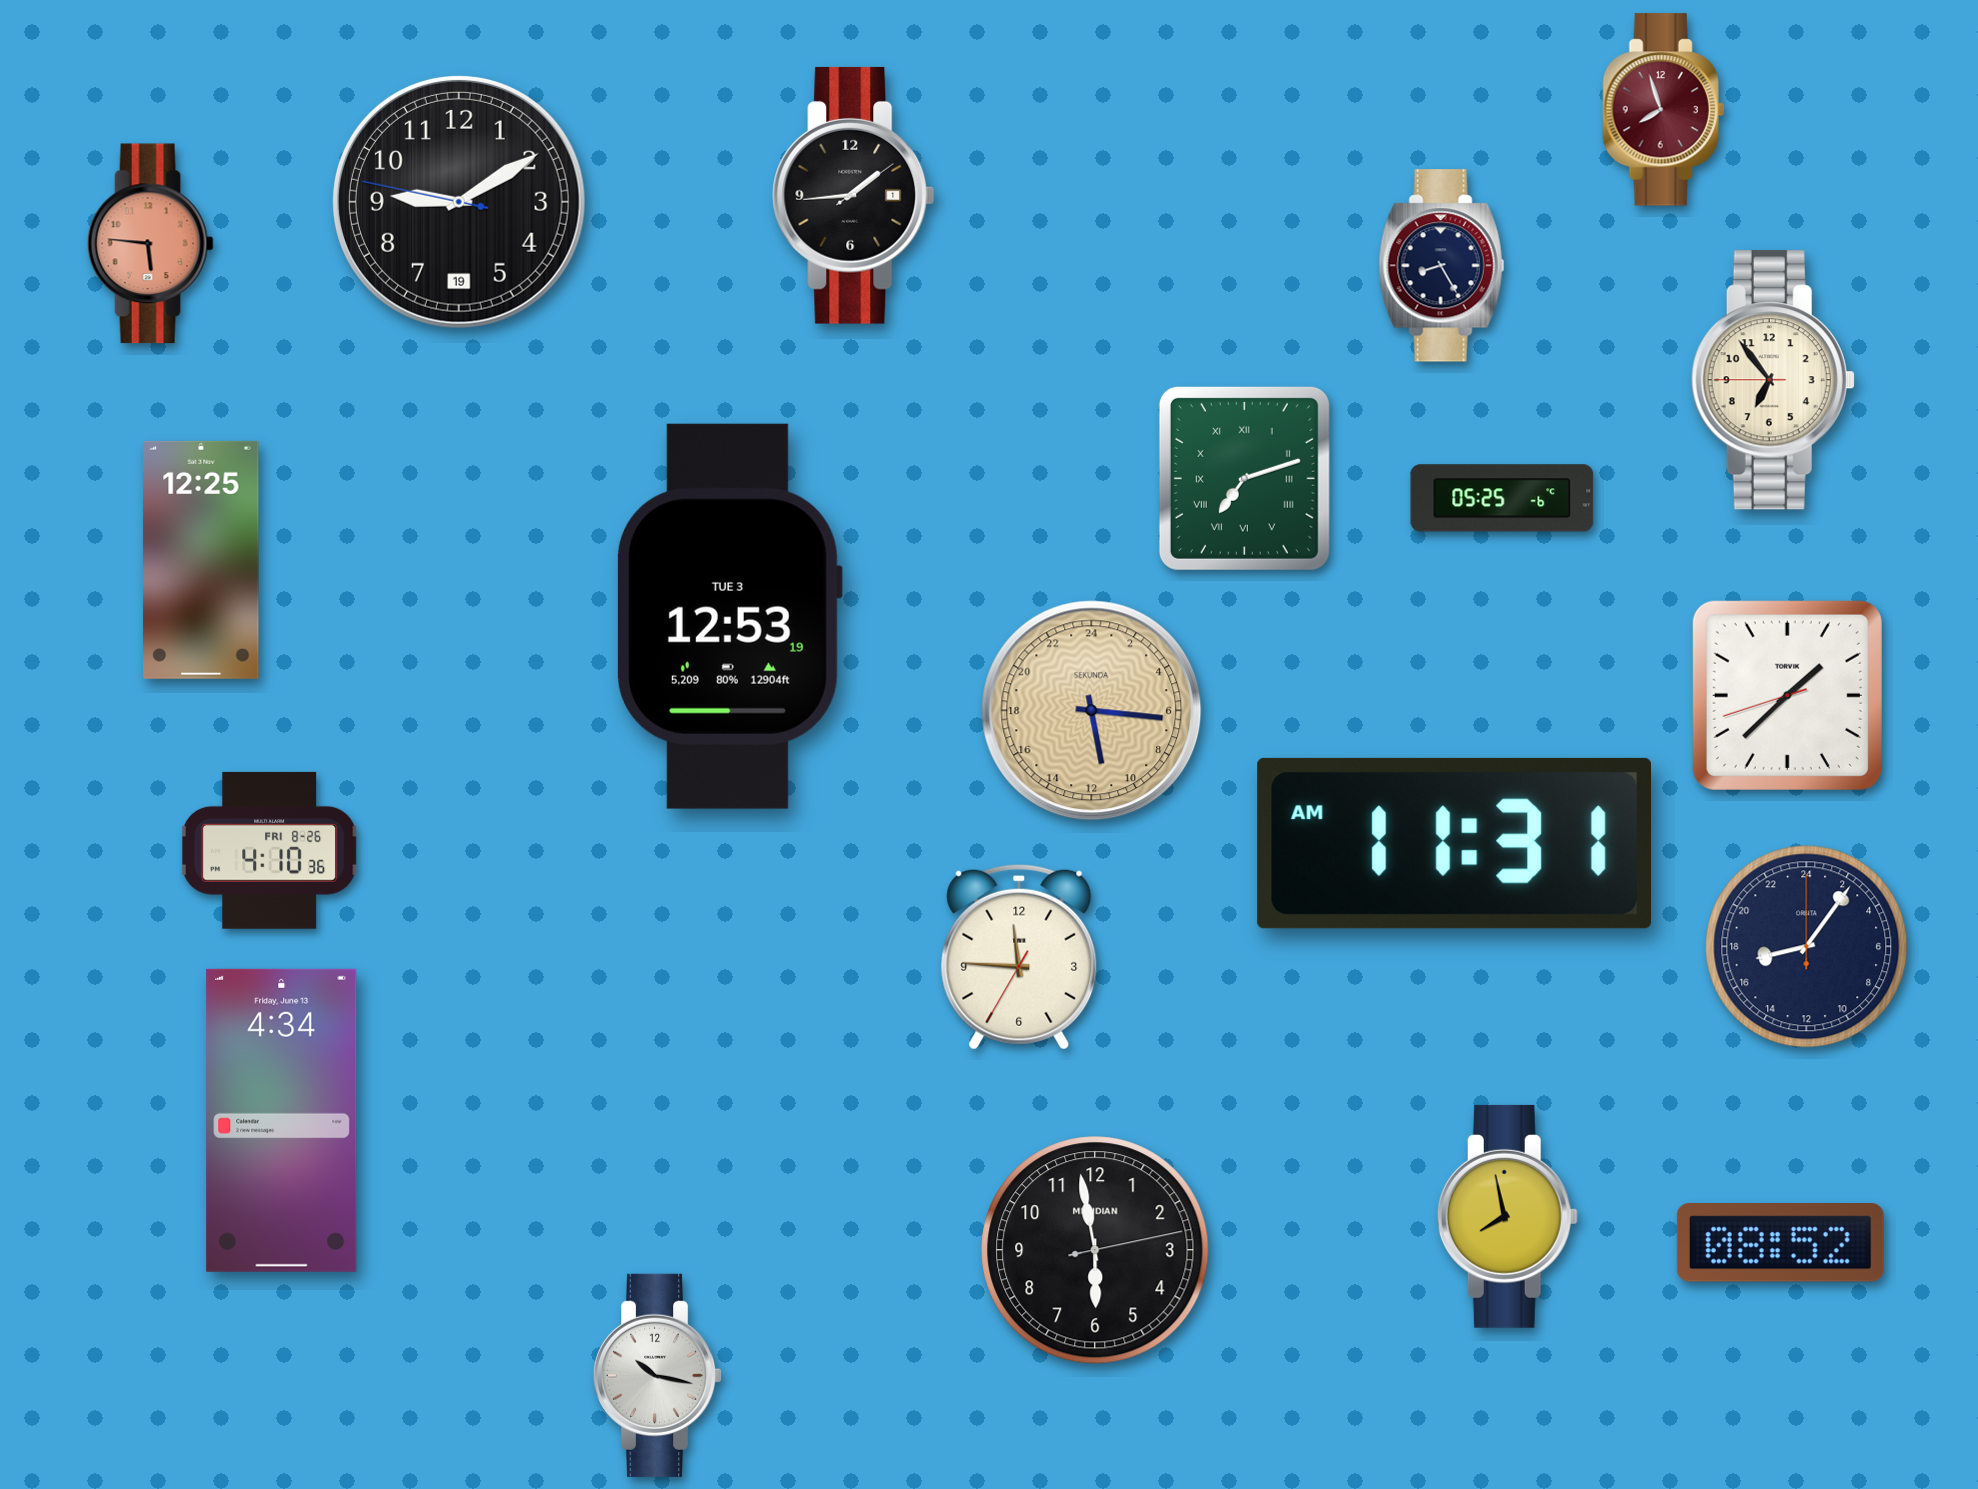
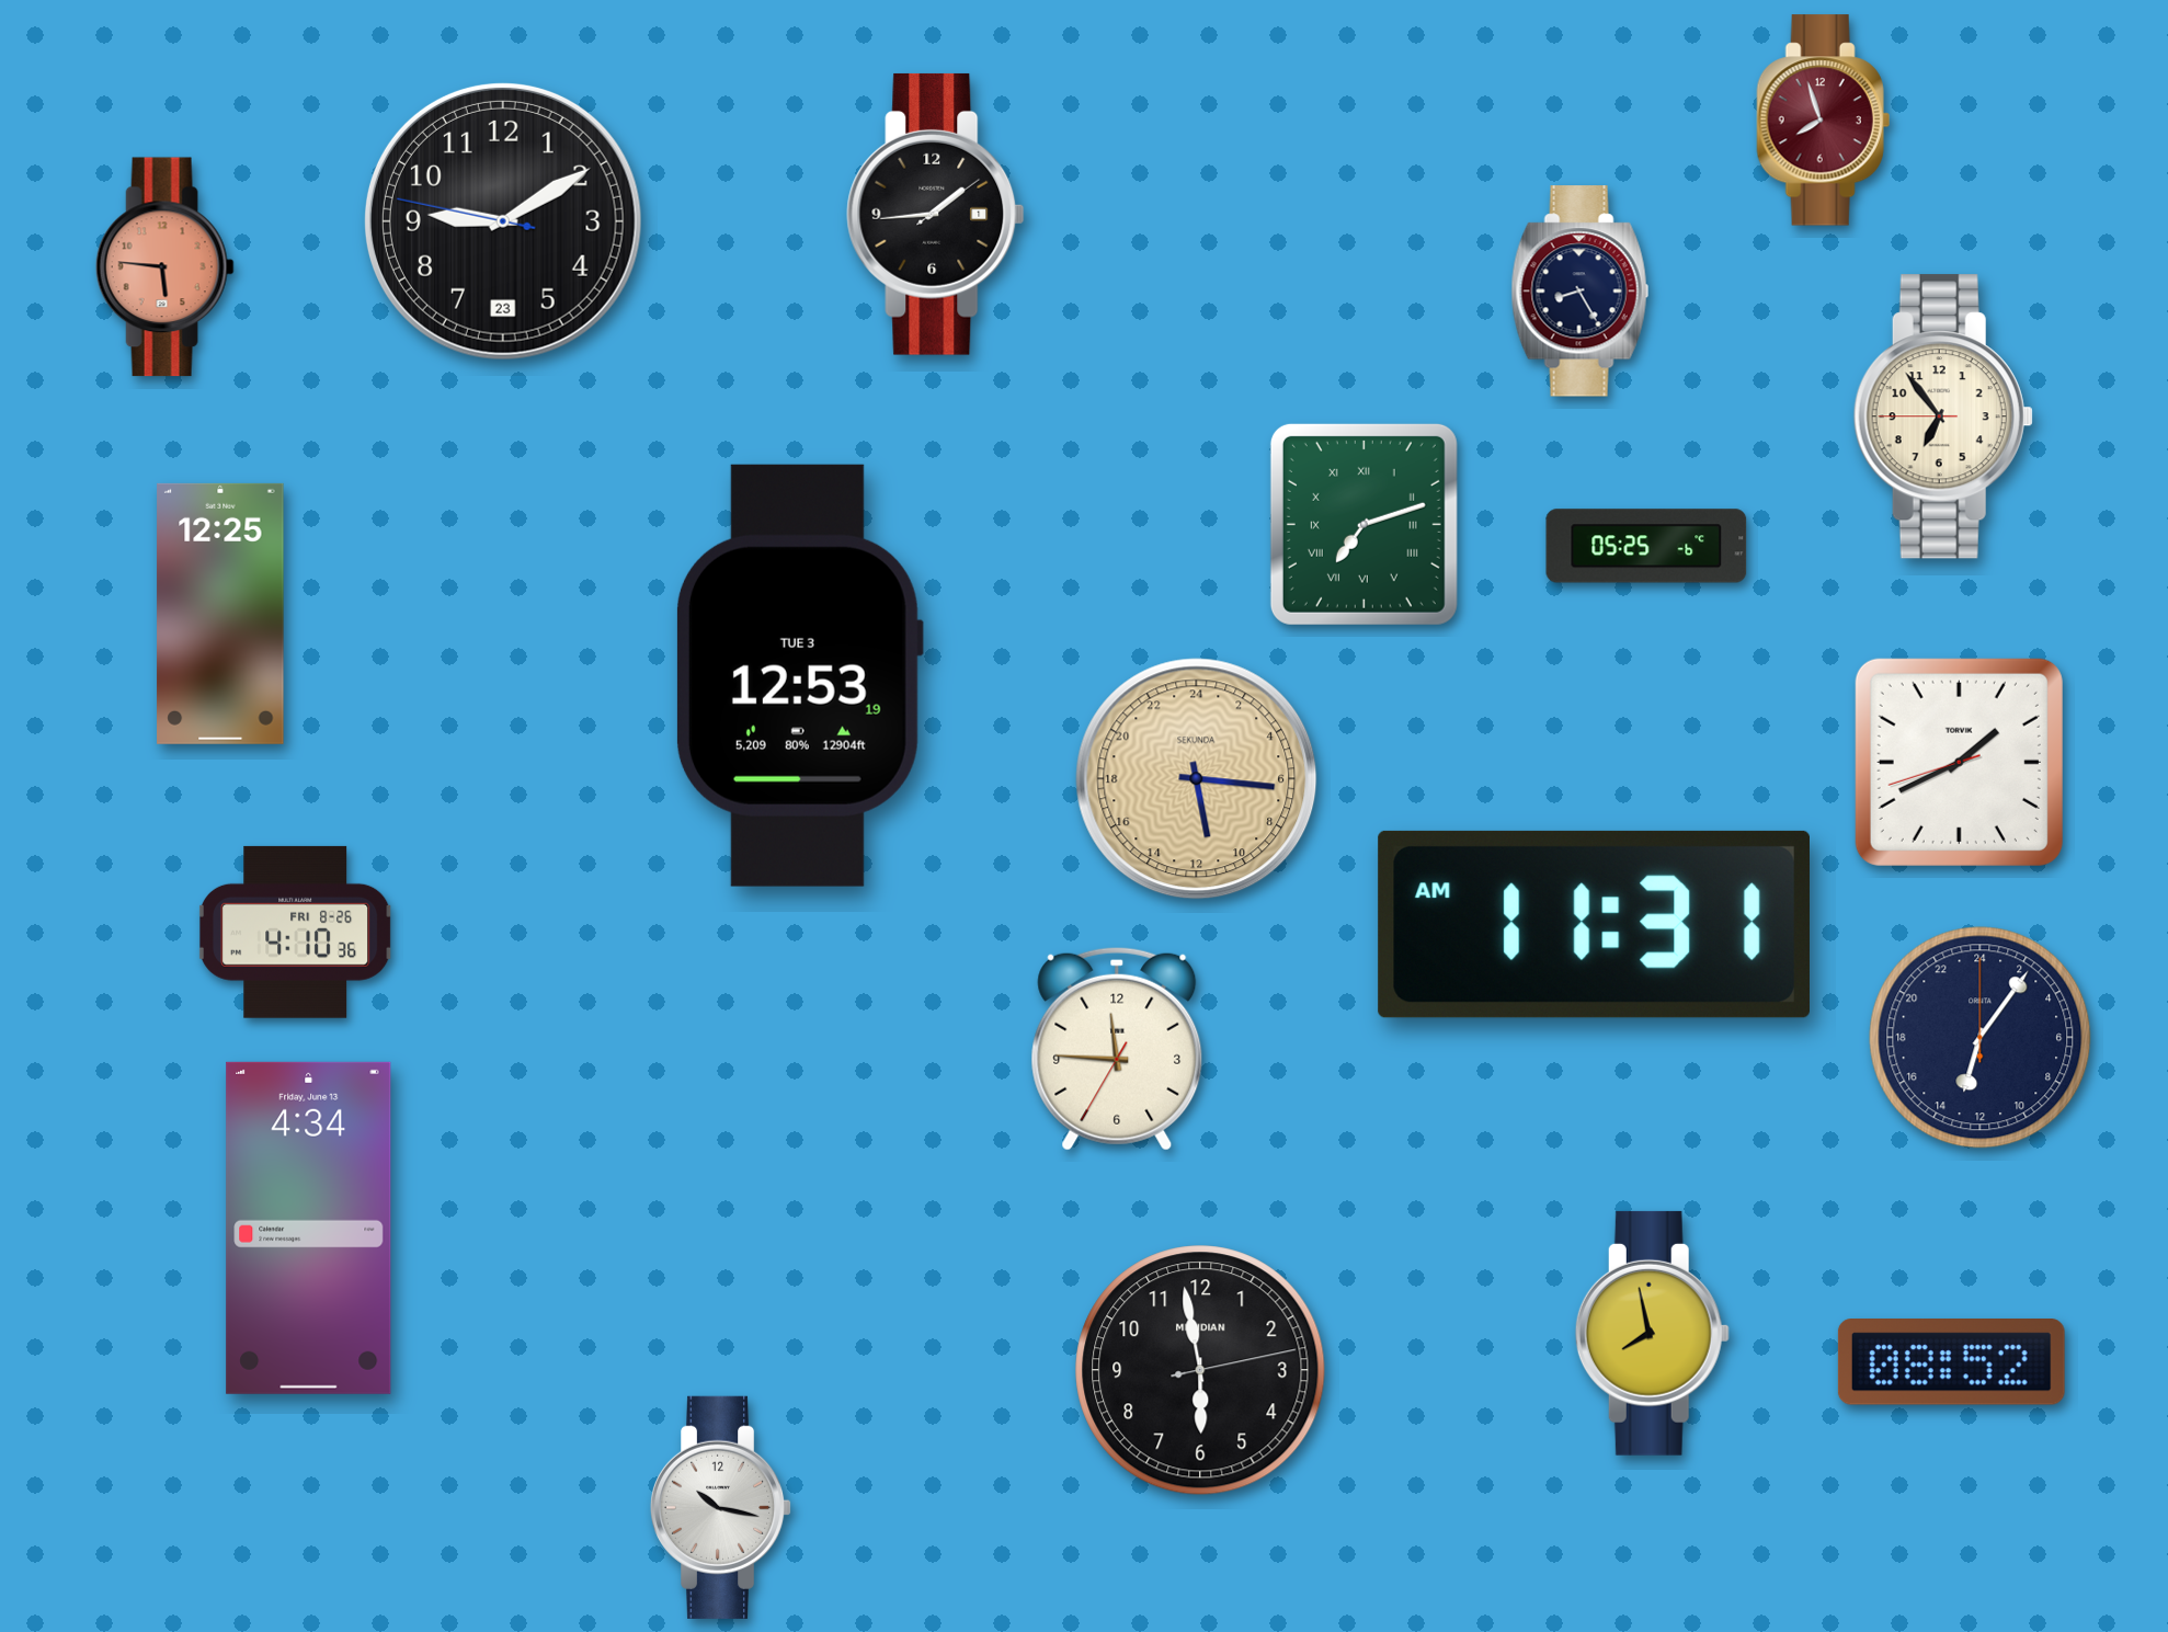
clock at (459, 202) date: 19 -> 23
clock at (1787, 695): 1:37 -> 1:40
clock at (1807, 947): 17:06 -> 13:06
